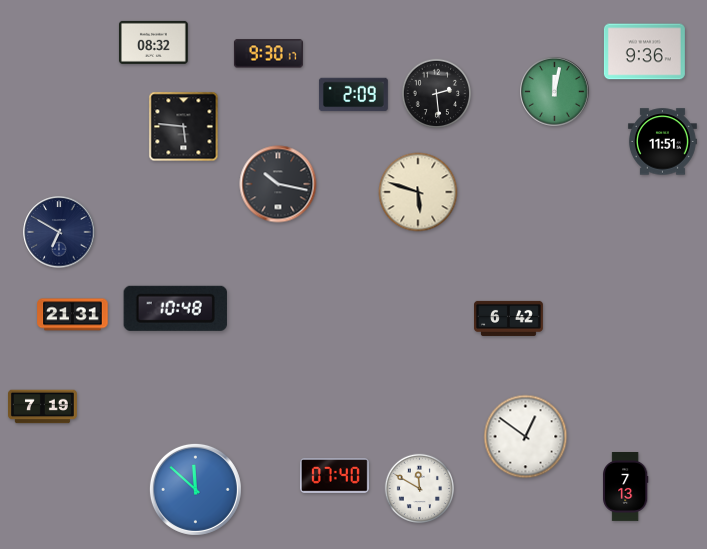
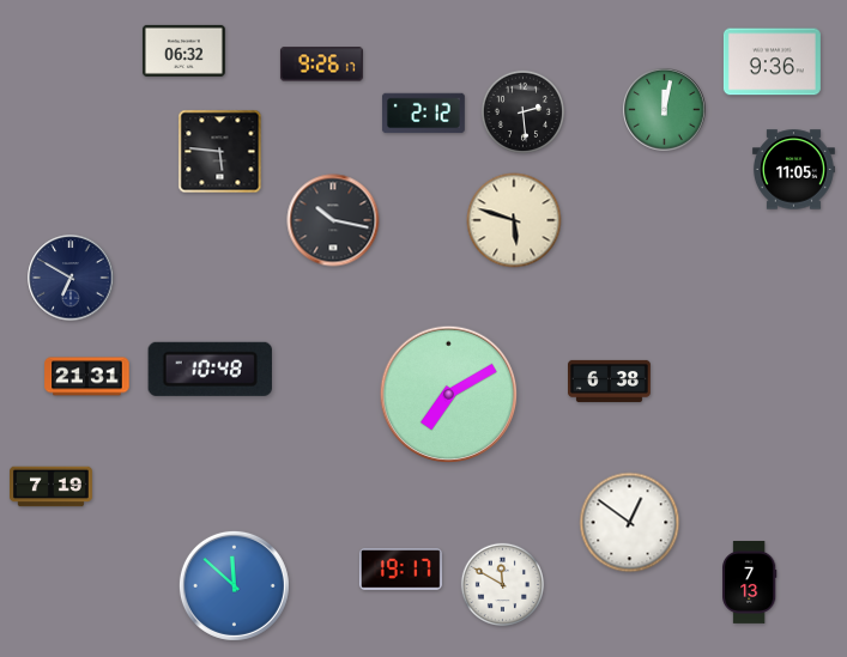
clock at (153, 42): 08:32 -> 06:32
clock at (268, 54): 9:30 -> 9:26
clock at (353, 95): 2:09 -> 2:12
clock at (662, 142): 11:51 -> 11:05
clock at (418, 192) position: (418, 192) -> (514, 220)
clock at (509, 318): 6:42 -> 6:38
clock at (449, 395): none -> 7:10
clock at (334, 476): 07:40 -> 19:17
